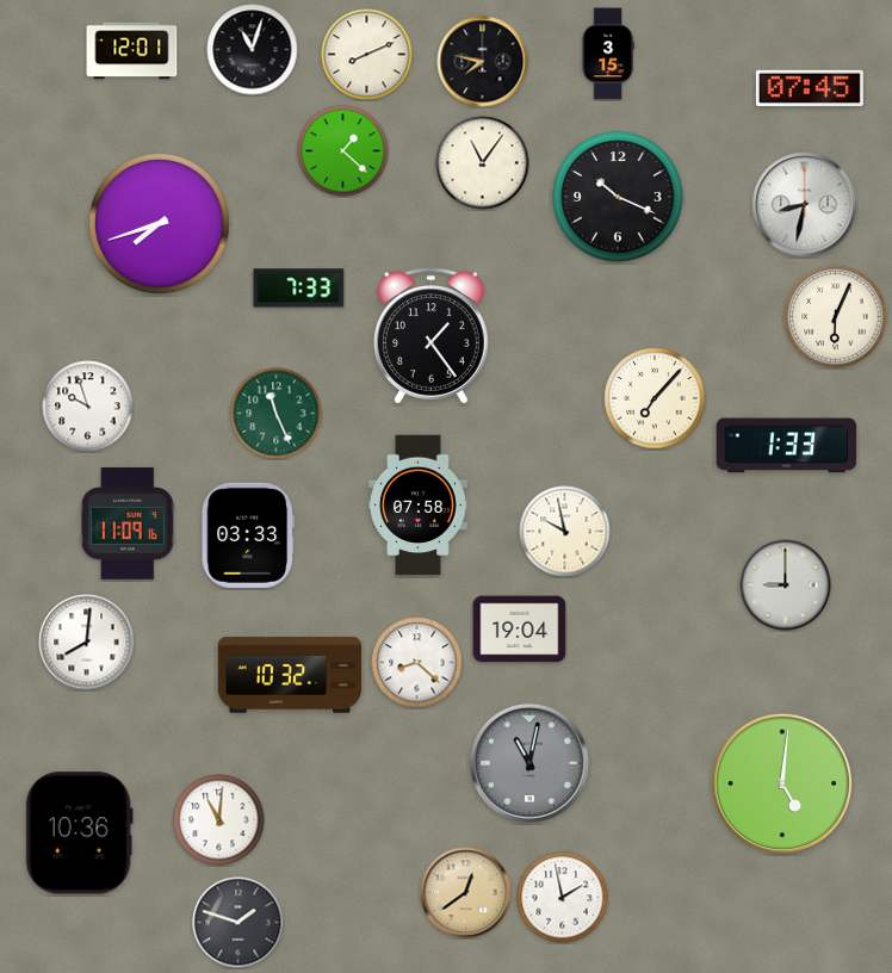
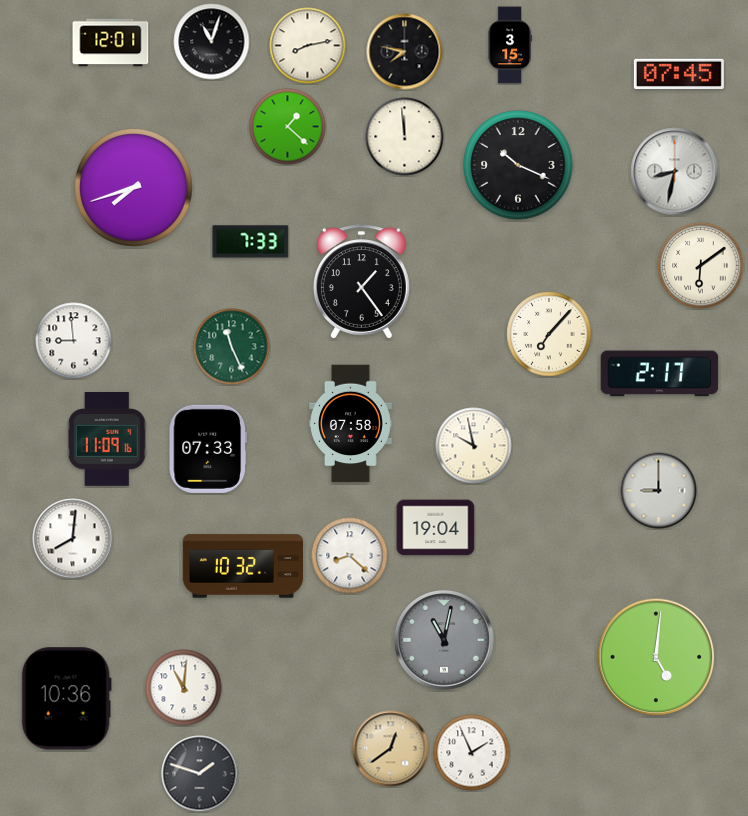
clock at (367, 55): 8:11 -> 8:13
clock at (483, 163): 11:06 -> 11:59
clock at (836, 317): 6:04 -> 6:09
clock at (88, 407): 9:57 -> 8:59
clock at (787, 446): 1:33 -> 2:17
clock at (247, 535): 03:33 -> 07:33
clock at (563, 898): 1:58 -> 1:56
